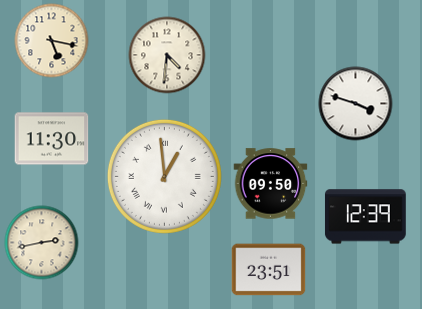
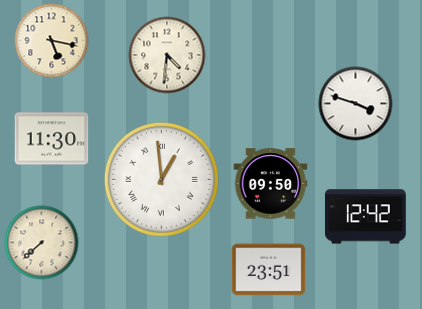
clock at (164, 176) position: (164, 176) -> (161, 179)
clock at (365, 217): 12:39 -> 12:42
clock at (42, 243): 2:43 -> 7:38
